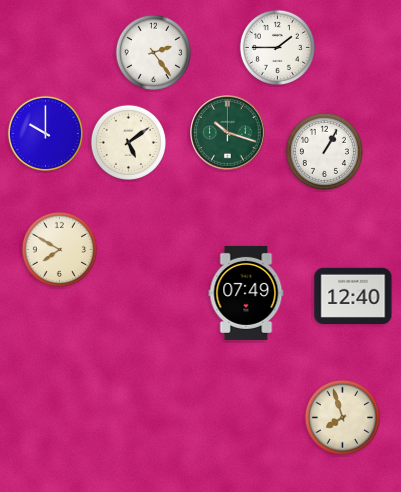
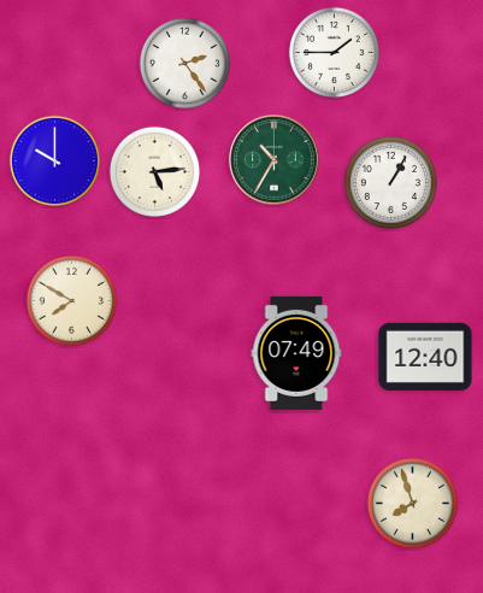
clock at (277, 47) position: (277, 47) -> (334, 52)
clock at (228, 133): 10:18 -> 10:35
clock at (128, 142): 5:09 -> 5:14
